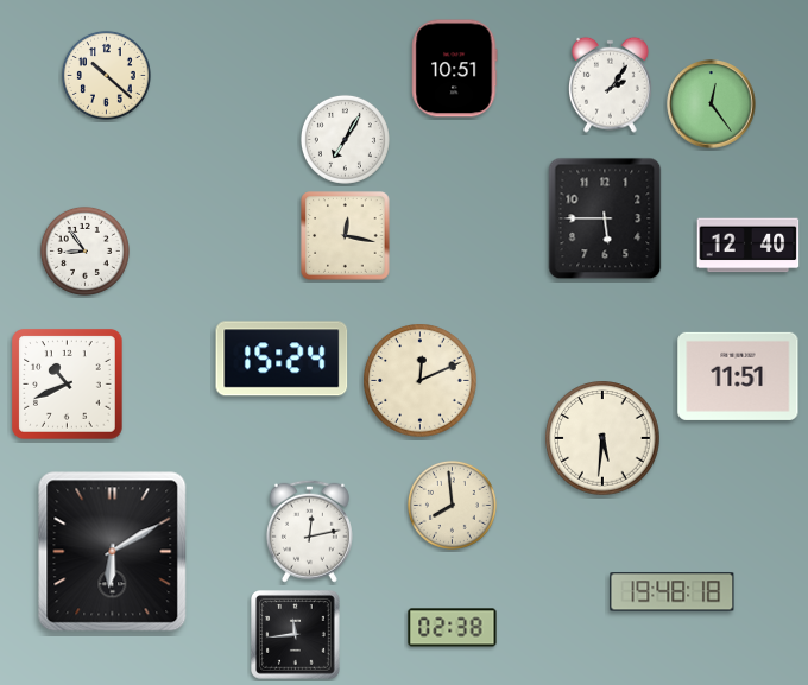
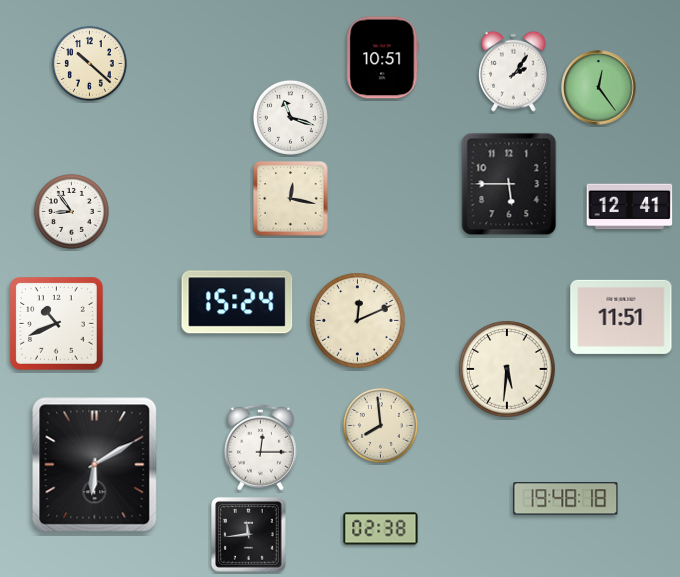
clock at (345, 139): 7:05 -> 11:18
clock at (749, 246): 12:40 -> 12:41
clock at (421, 381) position: (421, 381) -> (358, 321)
clock at (309, 531): 12:13 -> 12:15
